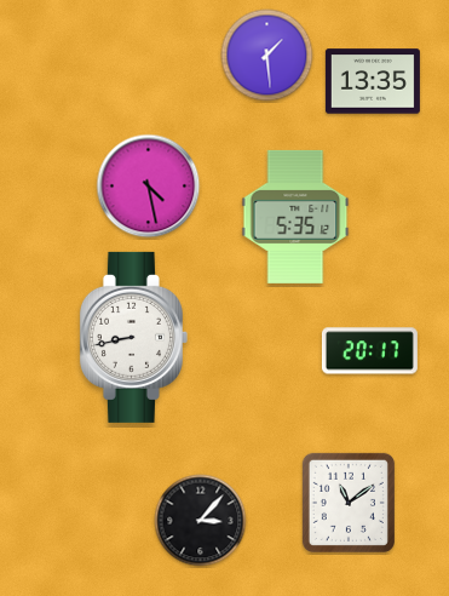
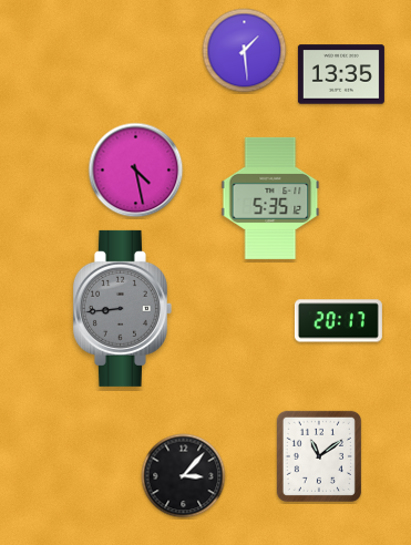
clock at (133, 337): 8:43 -> 8:44
clock at (133, 337) dial: white -> grey
clock at (349, 503) position: (349, 503) -> (319, 456)
